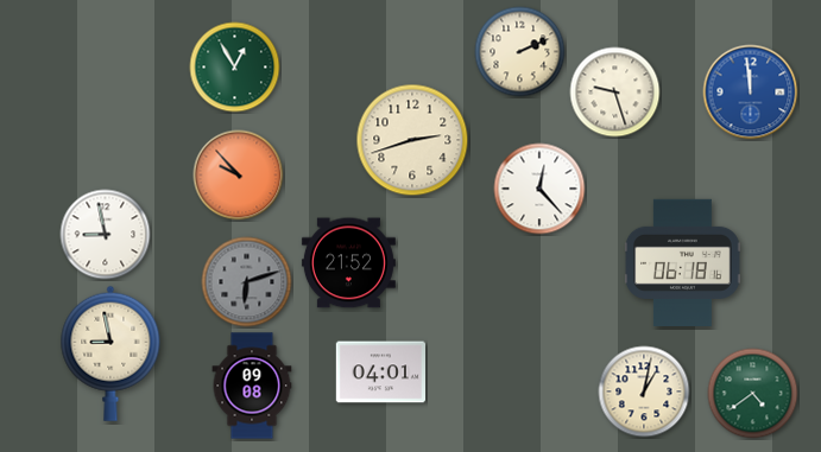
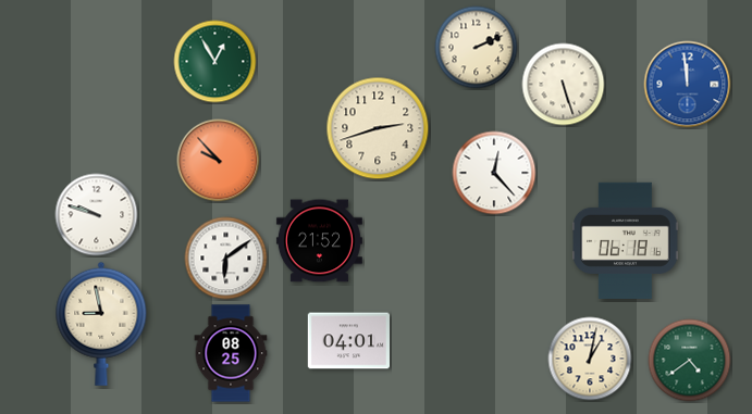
clock at (615, 93): 9:27 -> 5:27
clock at (106, 235): 8:58 -> 9:48
clock at (247, 282): 6:12 -> 6:09
clock at (247, 282) dial: grey -> white
clock at (252, 386): 09:08 -> 08:25
